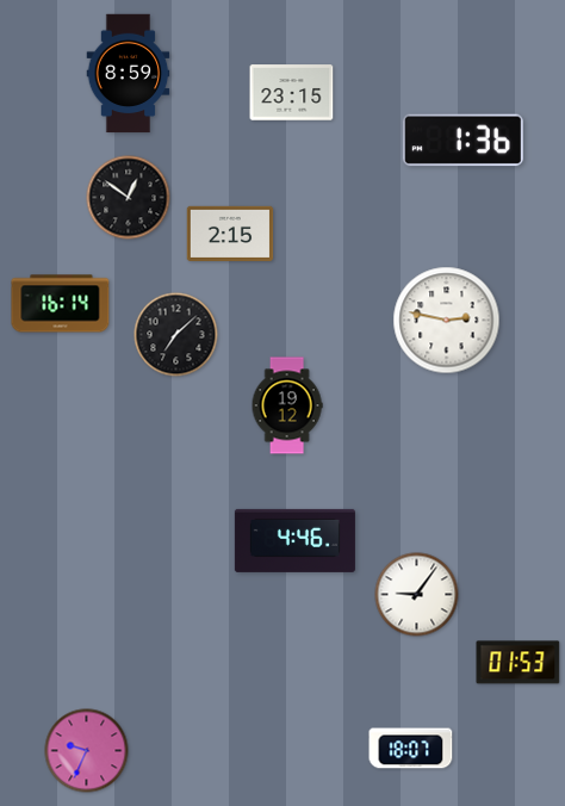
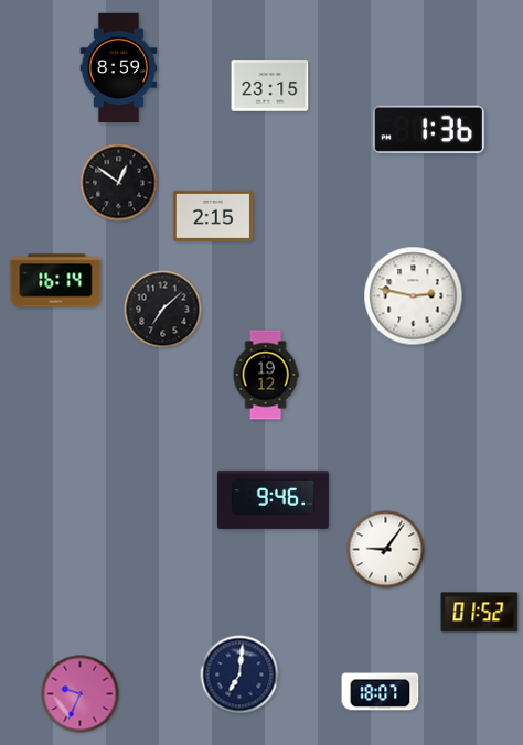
clock at (294, 540): 4:46 -> 9:46
clock at (519, 663): 01:53 -> 01:52
clock at (239, 674): none -> 7:01
